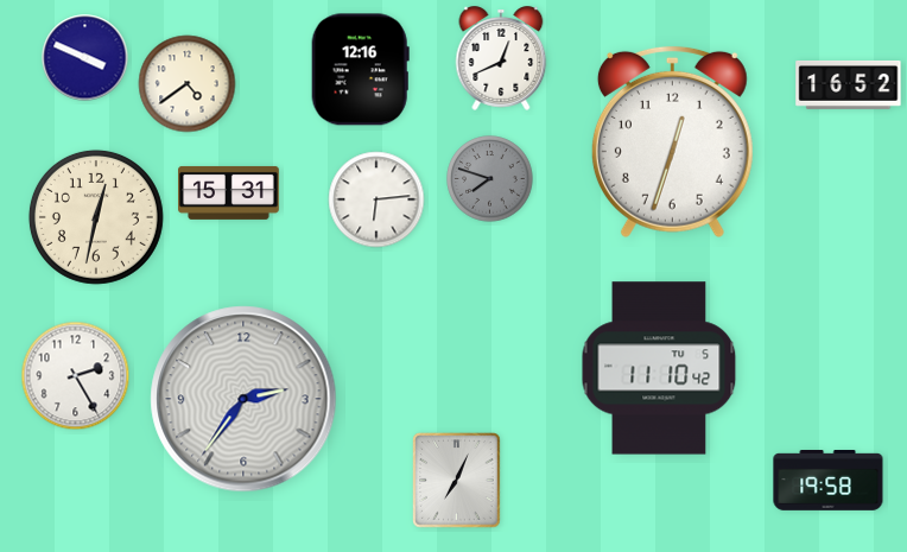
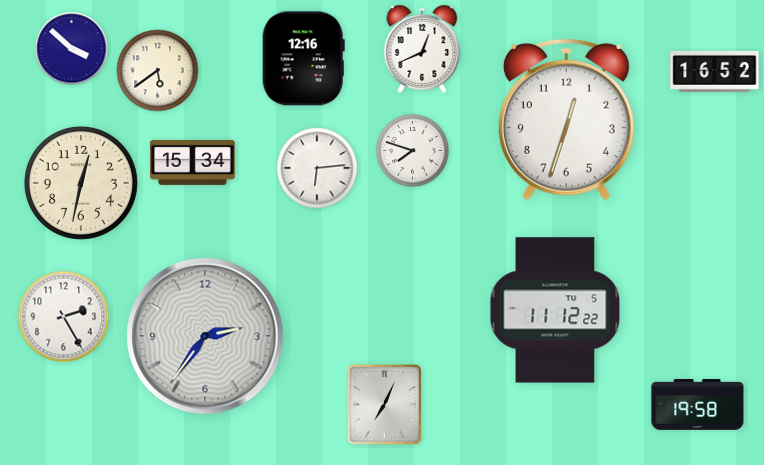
clock at (85, 58): 3:49 -> 3:52
clock at (188, 84): 4:39 -> 5:39
clock at (490, 179) dial: grey -> white
clock at (229, 192): 15:31 -> 15:34
clock at (659, 368): 11:10 -> 11:12
